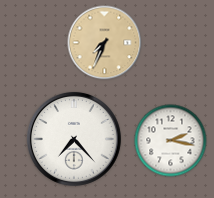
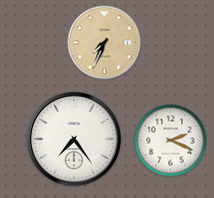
clock at (74, 139): 7:23 -> 7:24
clock at (171, 141): 2:17 -> 2:19
